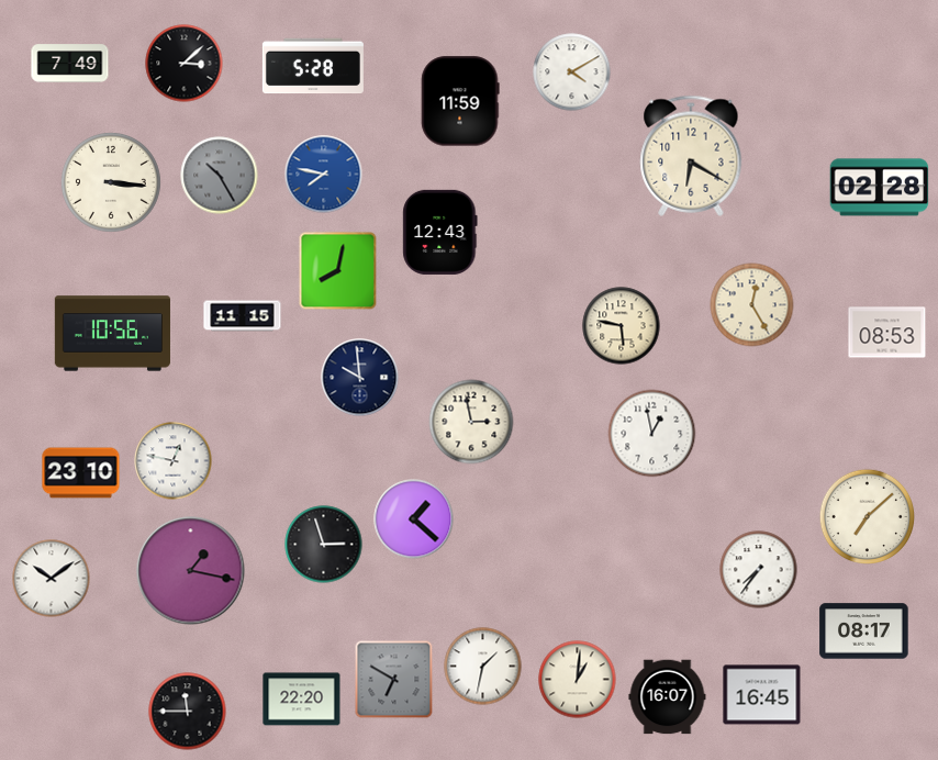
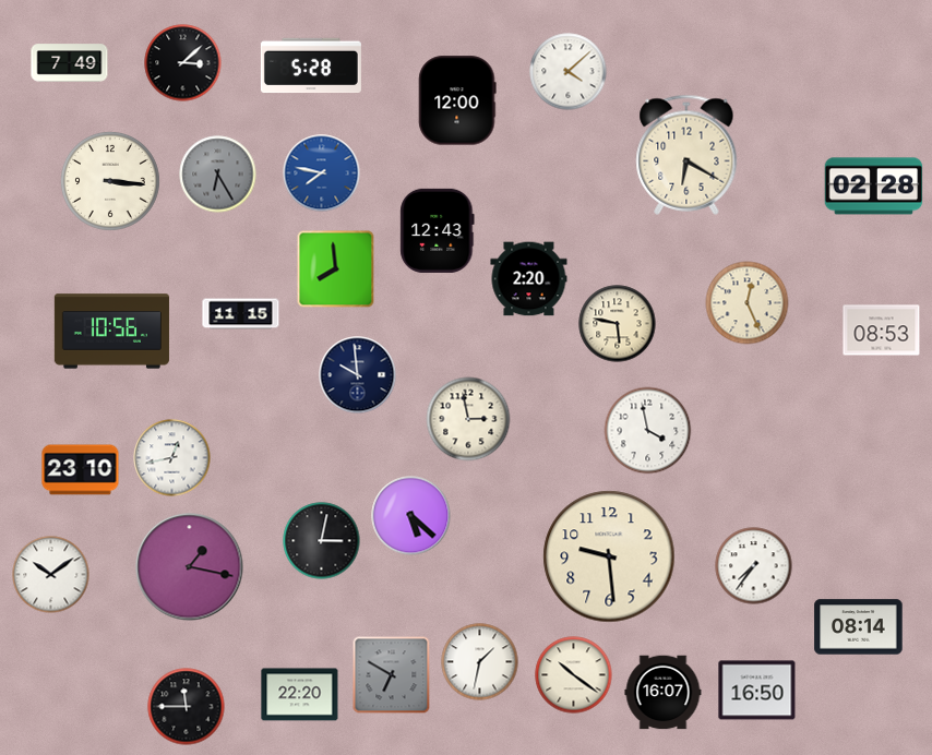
clock at (572, 72): 4:10 -> 4:08
clock at (460, 101): 11:59 -> 12:00
clock at (220, 176): 10:25 -> 6:25
clock at (338, 271): 8:02 -> 7:59
clock at (529, 279): none -> 2:20
clock at (752, 305): 12:25 -> 12:26
clock at (652, 434): 12:58 -> 3:58
clock at (174, 461): 12:47 -> 12:43
clock at (867, 516): 7:08 -> none
clock at (414, 519): 1:22 -> 5:22
clock at (324, 545): 2:57 -> 3:02
clock at (609, 556): none -> 9:29
clock at (864, 632): 08:17 -> 08:14
clock at (578, 680): 1:01 -> 10:21
clock at (762, 695): 16:45 -> 16:50
